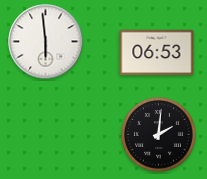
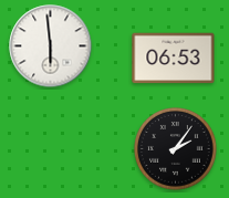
clock at (159, 135): 2:01 -> 2:06
